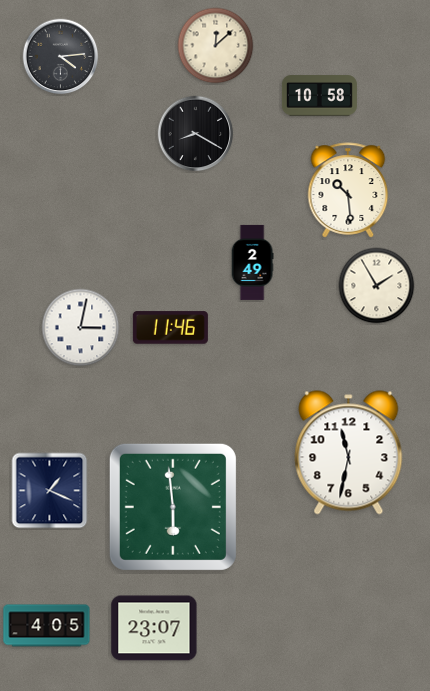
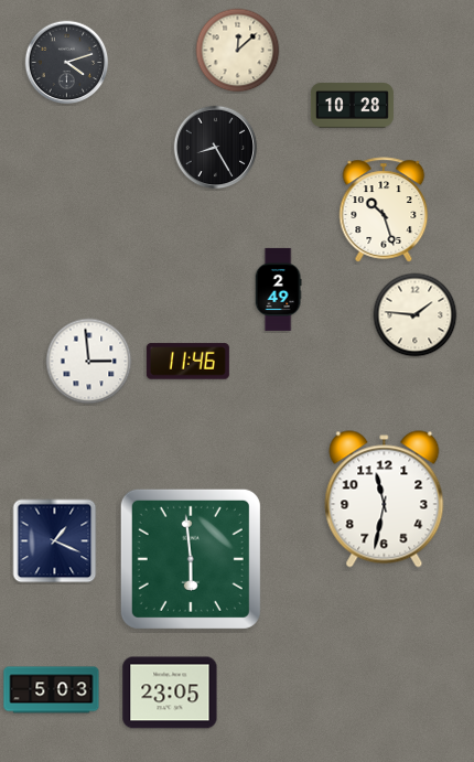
clock at (61, 57): 4:14 -> 4:12
clock at (319, 96): 10:58 -> 10:28
clock at (196, 134): 8:20 -> 8:25
clock at (348, 190): 10:29 -> 10:27
clock at (377, 286): 1:55 -> 1:46
clock at (81, 328): 3:02 -> 2:59
clock at (47, 626): 4:05 -> 5:03
clock at (154, 628): 23:07 -> 23:05
